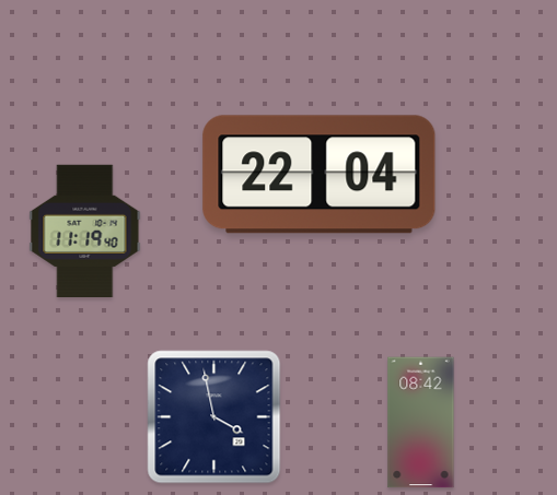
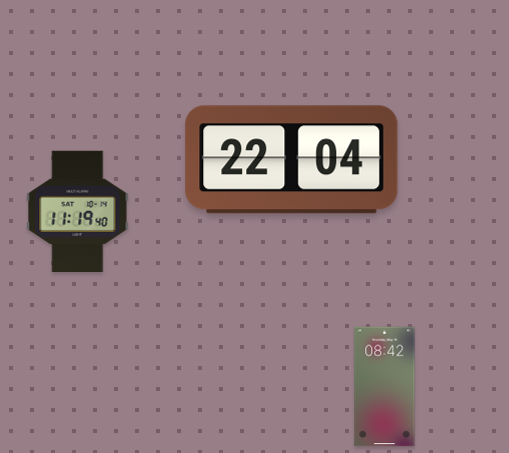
clock at (214, 417): 3:58 -> none
